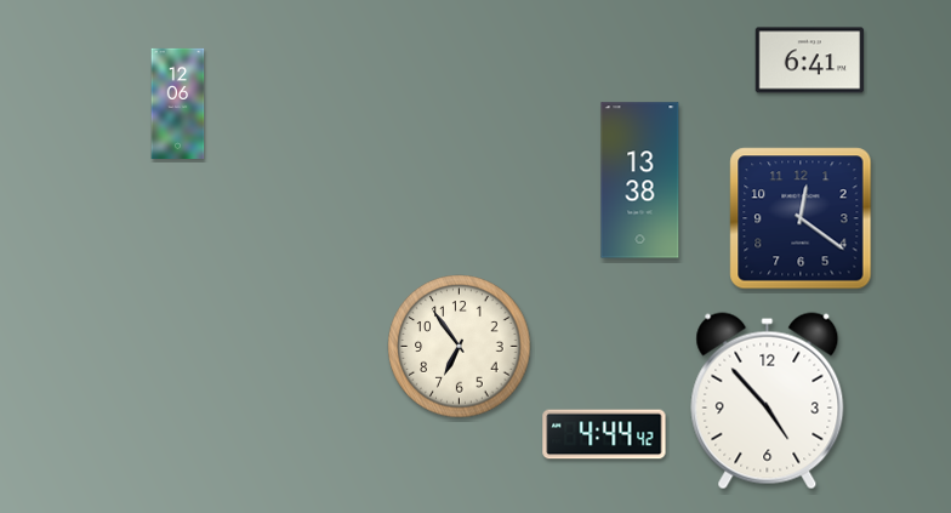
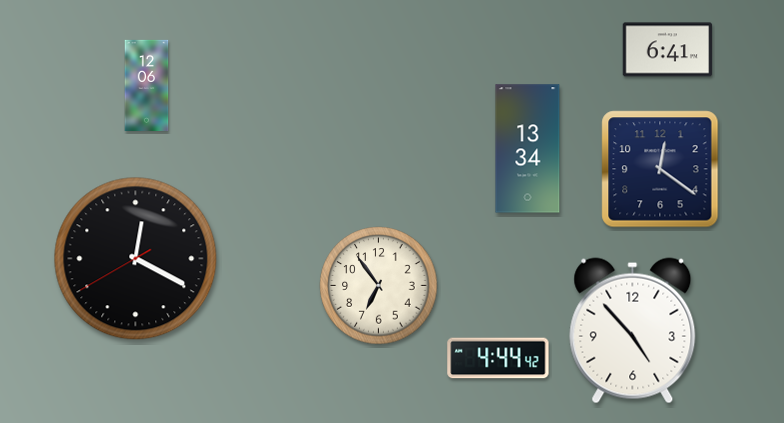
clock at (640, 181): 13:38 -> 13:34
clock at (801, 218) position: (801, 218) -> (660, 169)
clock at (136, 259): none -> 12:19
